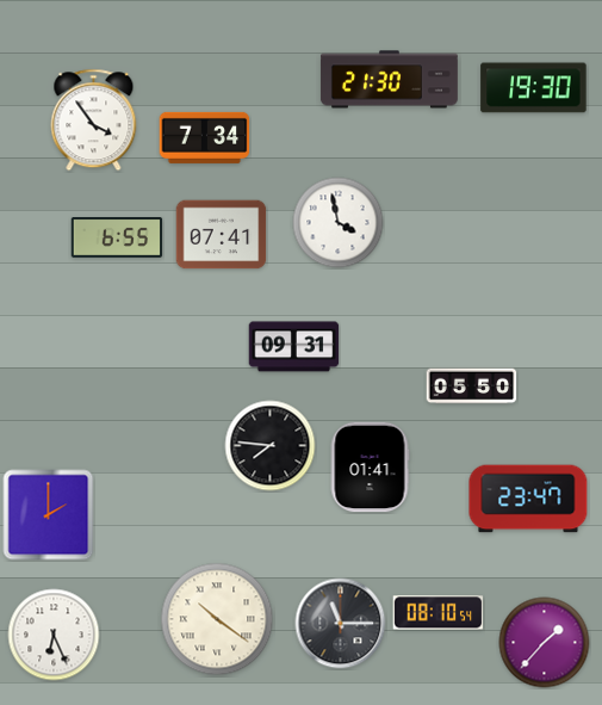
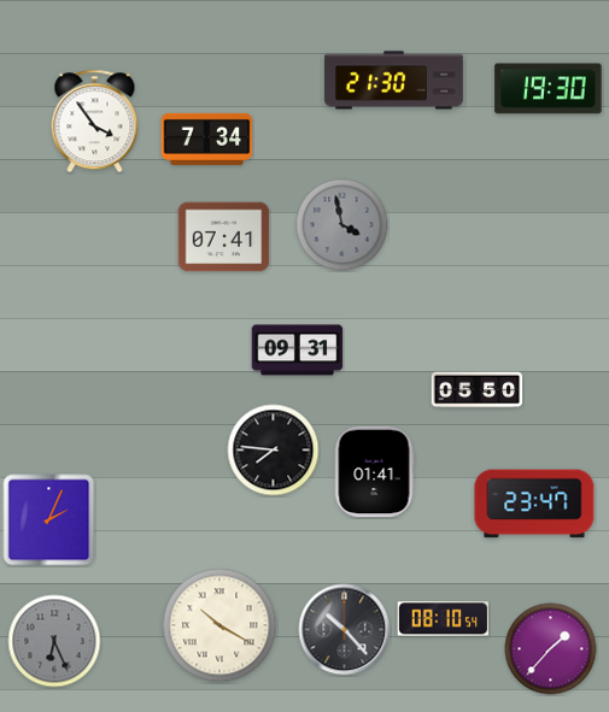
clock at (534, 88) position: (534, 88) -> (549, 89)
clock at (339, 223) dial: white -> grey
clock at (117, 239): 6:55 -> none
clock at (49, 515): 2:00 -> 2:04
clock at (217, 619): 10:21 -> 10:20
clock at (341, 624): 11:15 -> 10:23
clock at (54, 635) dial: white -> grey
